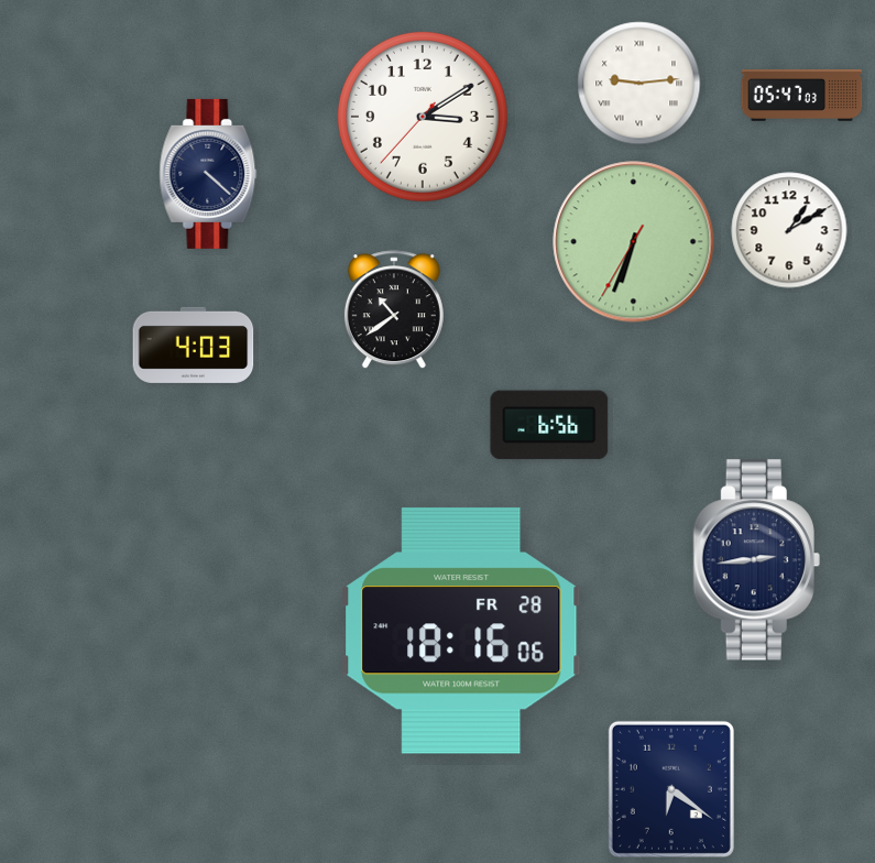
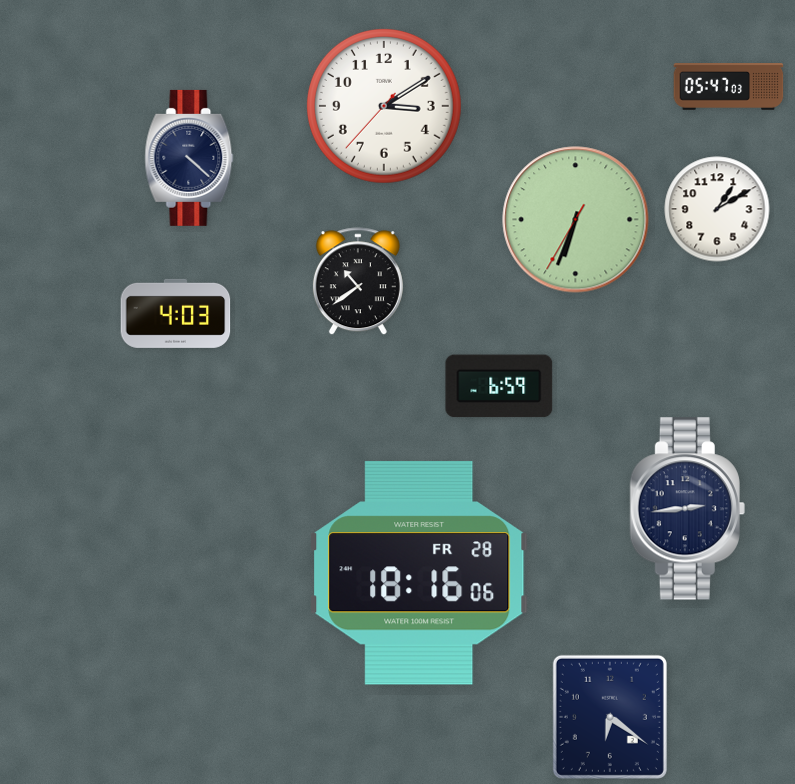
clock at (639, 84): 9:14 -> none
clock at (549, 425): 6:56 -> 6:59
